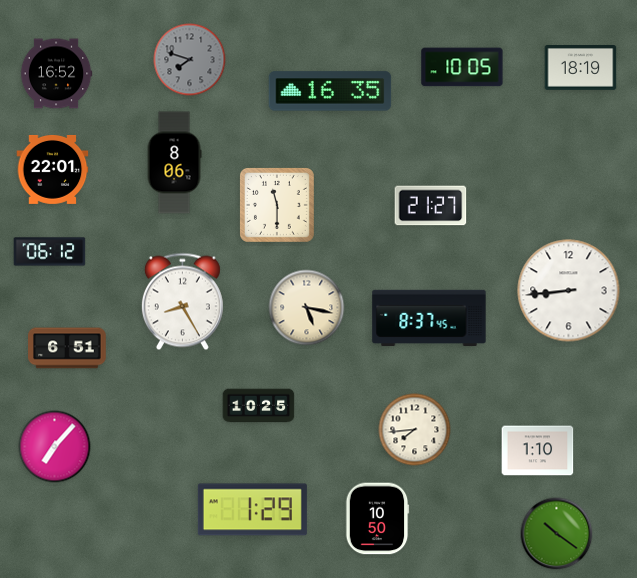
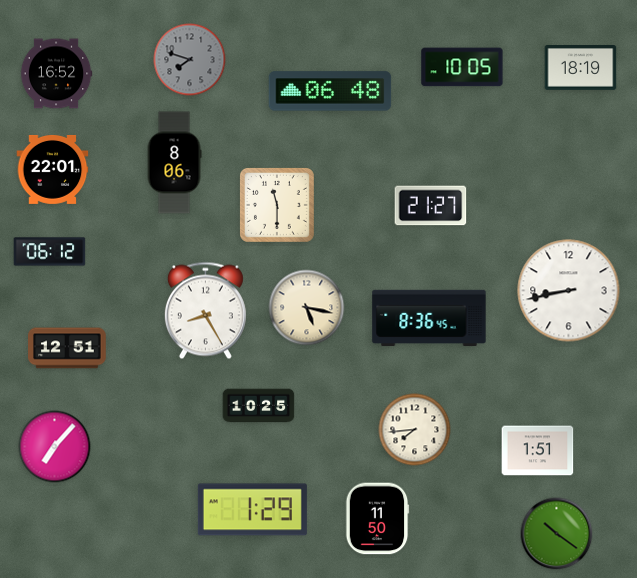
clock at (330, 91): 16:35 -> 06:48
clock at (569, 291): 8:44 -> 8:43
clock at (182, 302) position: (182, 302) -> (205, 311)
clock at (429, 318): 8:37 -> 8:36
clock at (67, 348): 6:51 -> 12:51
clock at (538, 451): 1:10 -> 1:51
clock at (377, 519): 10:50 -> 11:50
